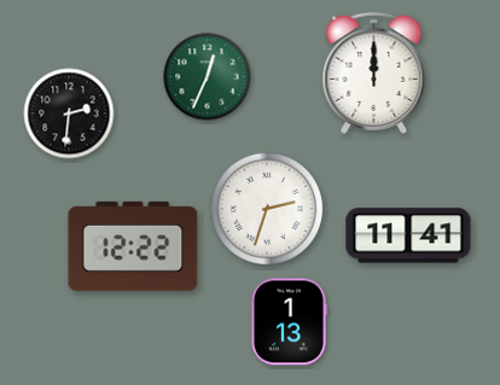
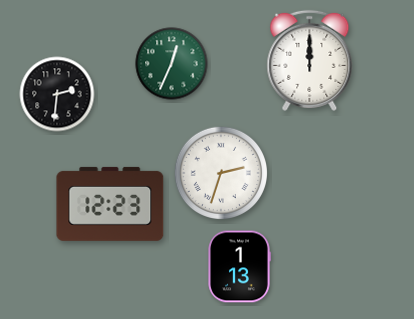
clock at (408, 235): 11:41 -> none
clock at (133, 246): 12:22 -> 12:23
